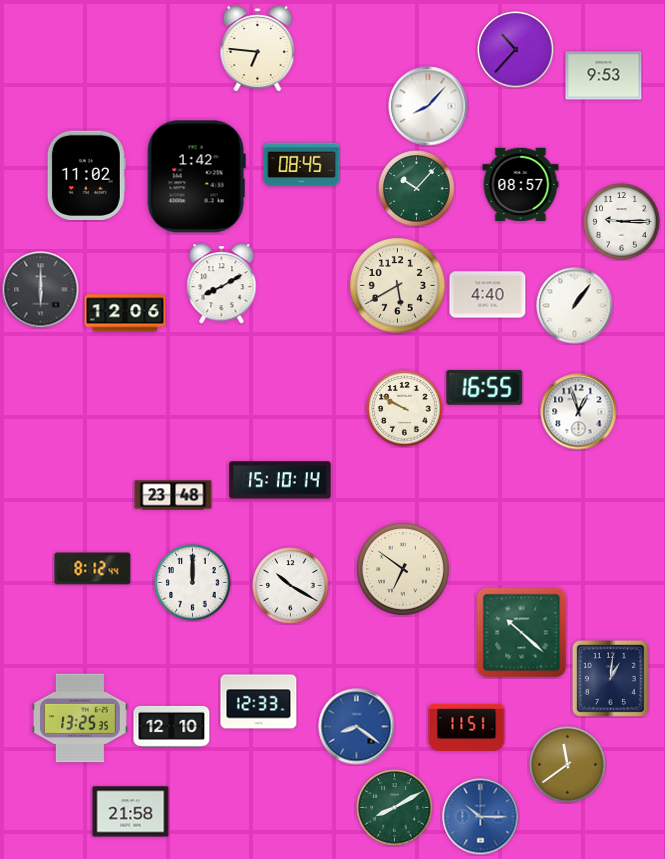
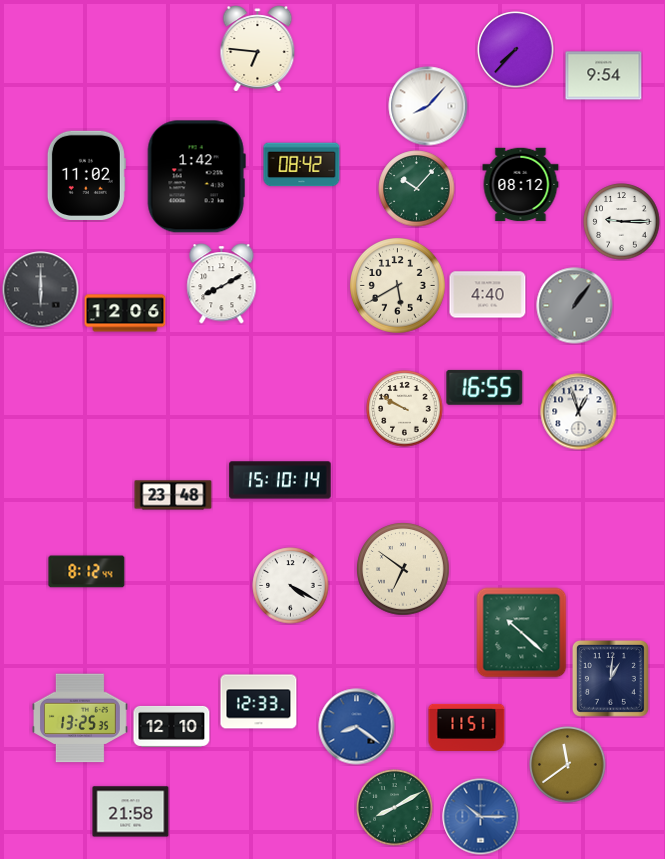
clock at (516, 50): 10:37 -> 7:37
clock at (604, 76): 9:53 -> 9:54
clock at (302, 165): 08:45 -> 08:42
clock at (521, 185): 08:57 -> 08:12
clock at (575, 306) dial: white -> grey
clock at (93, 569) position: (93, 569) -> (87, 572)
clock at (193, 583): 12:00 -> none
clock at (291, 586): 10:20 -> 4:20
